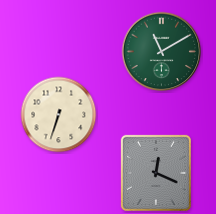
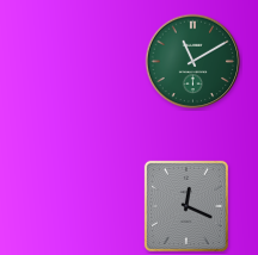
clock at (59, 115): 6:33 -> none
